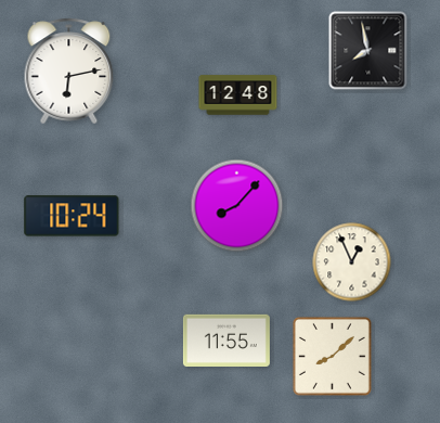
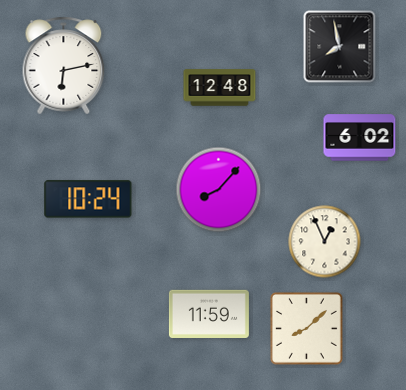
clock at (360, 138): none -> 6:02
clock at (72, 216) position: (72, 216) -> (88, 199)
clock at (227, 339): 11:55 -> 11:59
